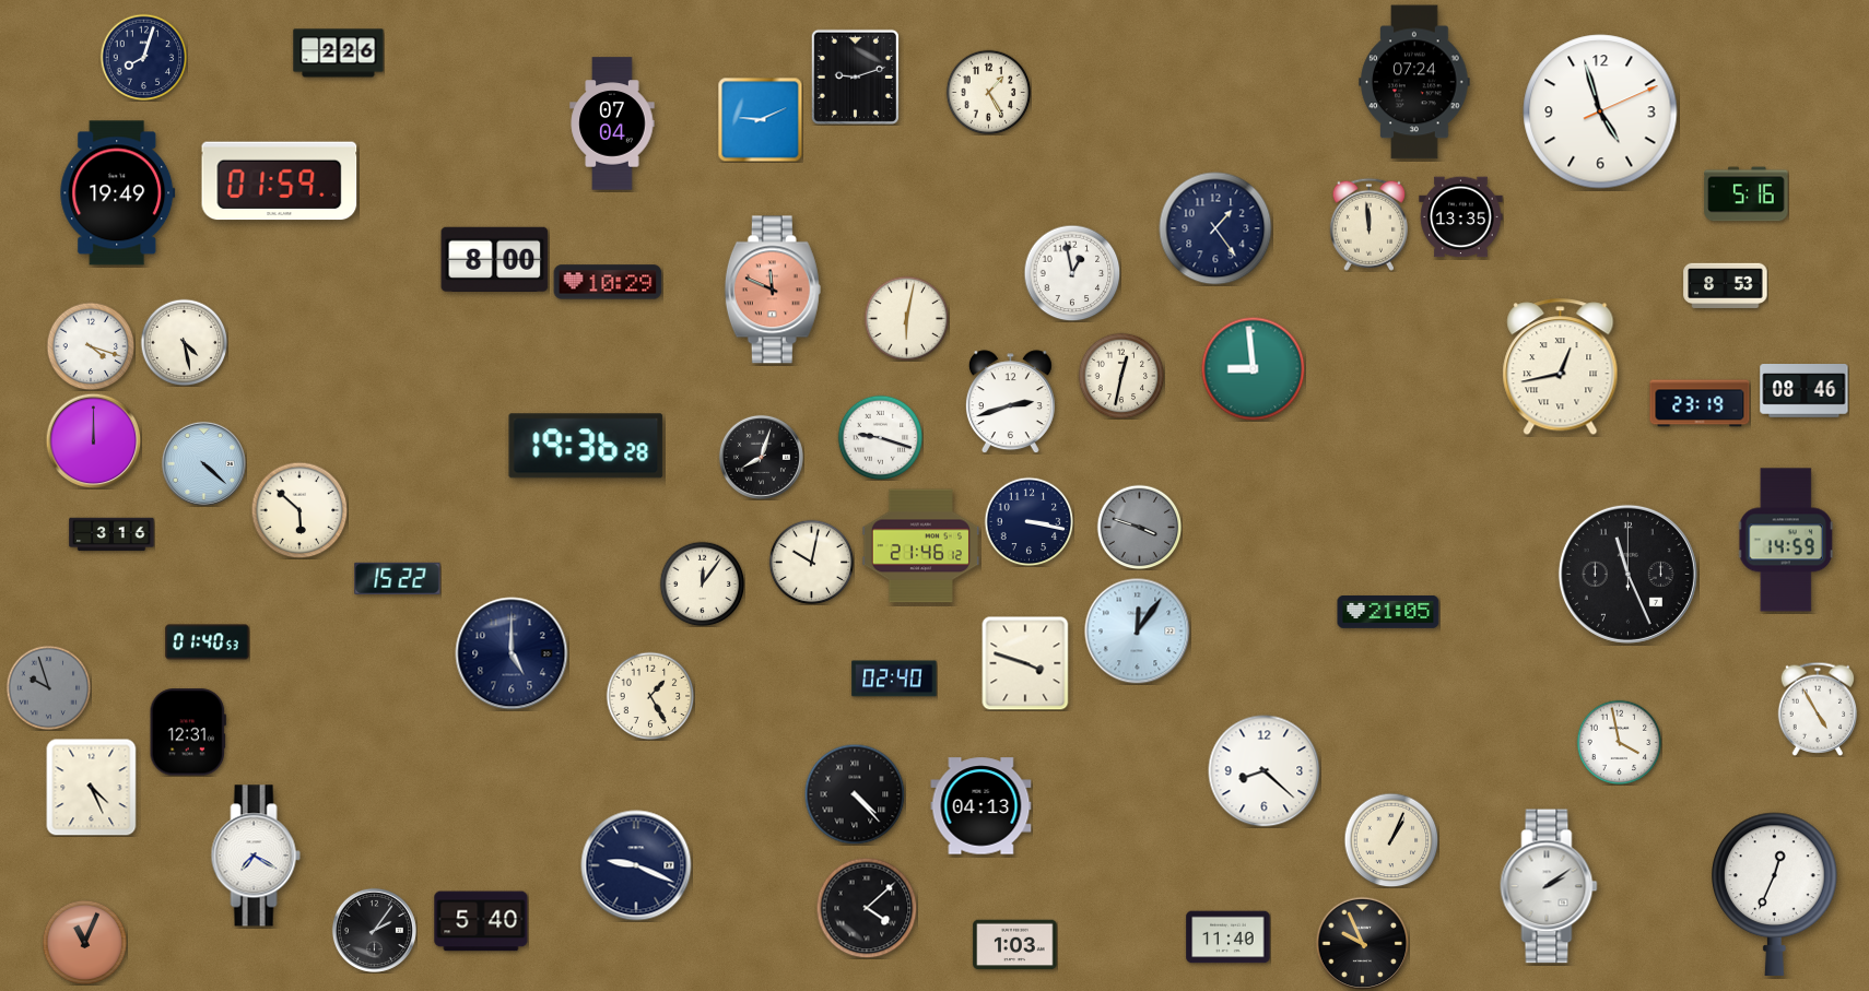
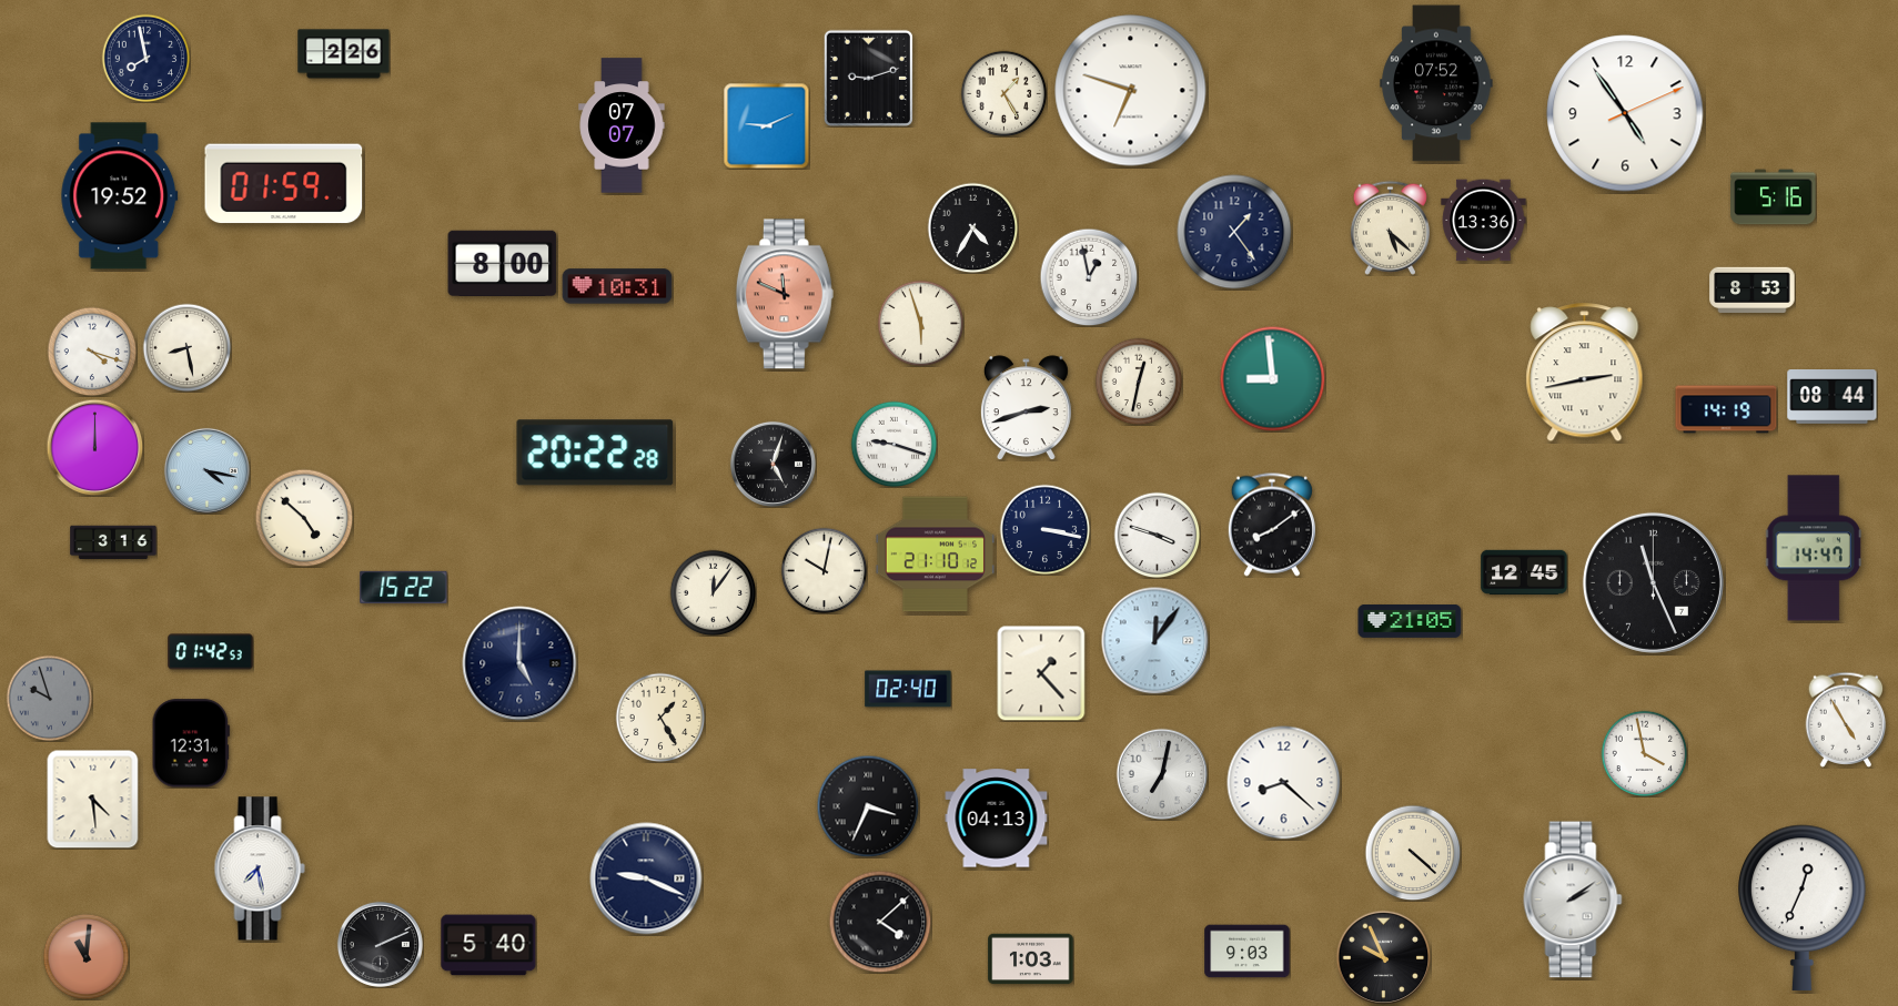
clock at (143, 57): 8:03 -> 7:58
clock at (1414, 82): 07:24 -> 07:52
clock at (1131, 91): none -> 6:48
clock at (1600, 111): 4:57 -> 4:54
clock at (760, 119) position: (760, 119) -> (766, 125)
clock at (612, 123): 07:04 -> 07:07
clock at (118, 193): 19:49 -> 19:52
clock at (1461, 217): 13:35 -> 13:36
clock at (972, 227): none -> 4:35
clock at (1368, 224): 11:59 -> 5:22
clock at (608, 282): 10:29 -> 10:31
clock at (906, 318): 6:02 -> 5:57
clock at (184, 342): 4:28 -> 8:28
clock at (1561, 367): 12:43 -> 2:43
clock at (1253, 368) position: (1253, 368) -> (1272, 378)
clock at (1805, 391): 08:46 -> 08:44
clock at (1700, 403): 23:19 -> 14:19
clock at (586, 446): 19:36 -> 20:22
clock at (761, 457): 8:03 -> 5:03
clock at (203, 463): 4:22 -> 4:17
clock at (299, 510): 5:52 -> 4:52
clock at (1272, 525): none -> 8:09
clock at (1139, 527) dial: grey -> white
clock at (1786, 540): 14:59 -> 14:47
clock at (920, 546): 21:46 -> 21:10
clock at (1524, 571): none -> 12:45
clock at (208, 642): 01:40 -> 01:42
clock at (1025, 663): 3:48 -> 1:23
clock at (650, 696) position: (650, 696) -> (660, 718)
clock at (1162, 774): none -> 7:02
clock at (92, 787): 4:26 -> 4:29
clock at (855, 794): 4:23 -> 3:34
clock at (1391, 840): 1:04 -> 4:22
clock at (256, 856): 7:20 -> 7:28
clock at (481, 921) position: (481, 921) -> (488, 945)
clock at (374, 930): 2:06 -> 2:11
clock at (1229, 937): 11:40 -> 9:03
clock at (84, 942): 11:04 -> 11:01
